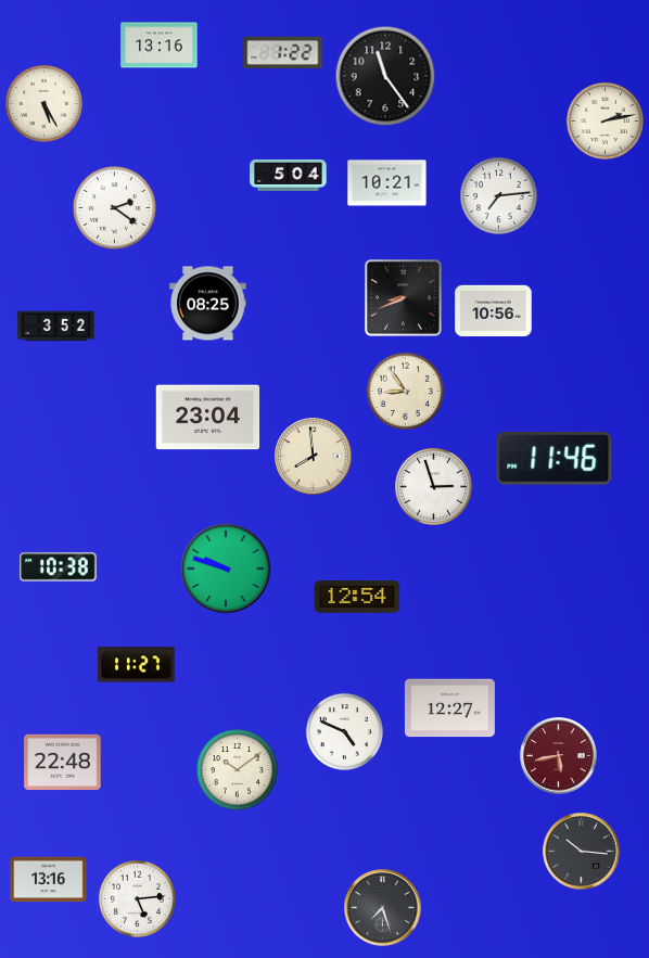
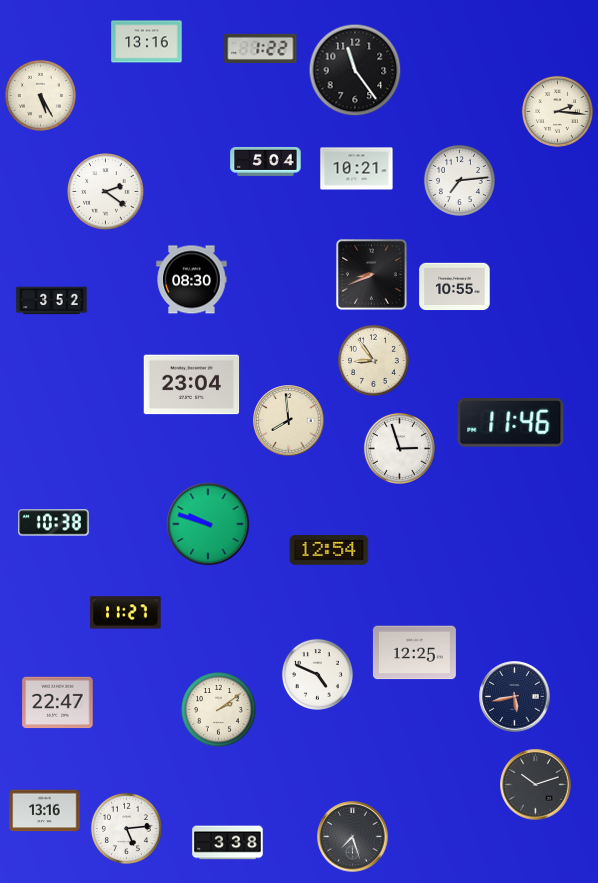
clock at (605, 120): 2:13 -> 2:16
clock at (208, 304): 08:25 -> 08:30
clock at (494, 311): 10:56 -> 10:55
clock at (449, 708): 12:27 -> 12:25
clock at (559, 756) dial: burgundy -> navy
clock at (63, 763): 22:48 -> 22:47
clock at (238, 770): 10:09 -> 2:09
clock at (582, 852): 10:16 -> 10:12
clock at (228, 843): none -> 3:38
